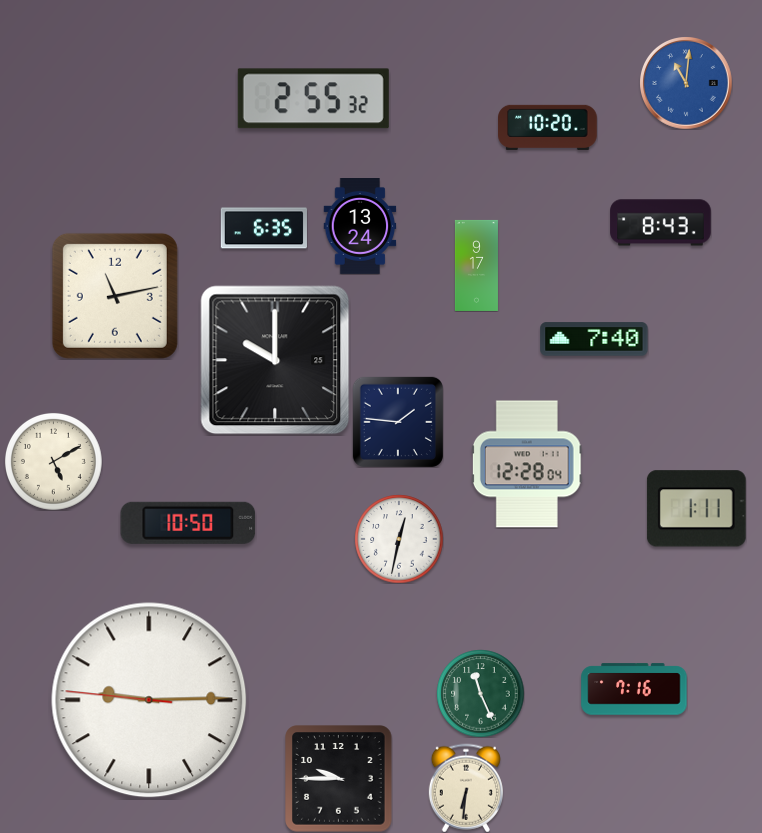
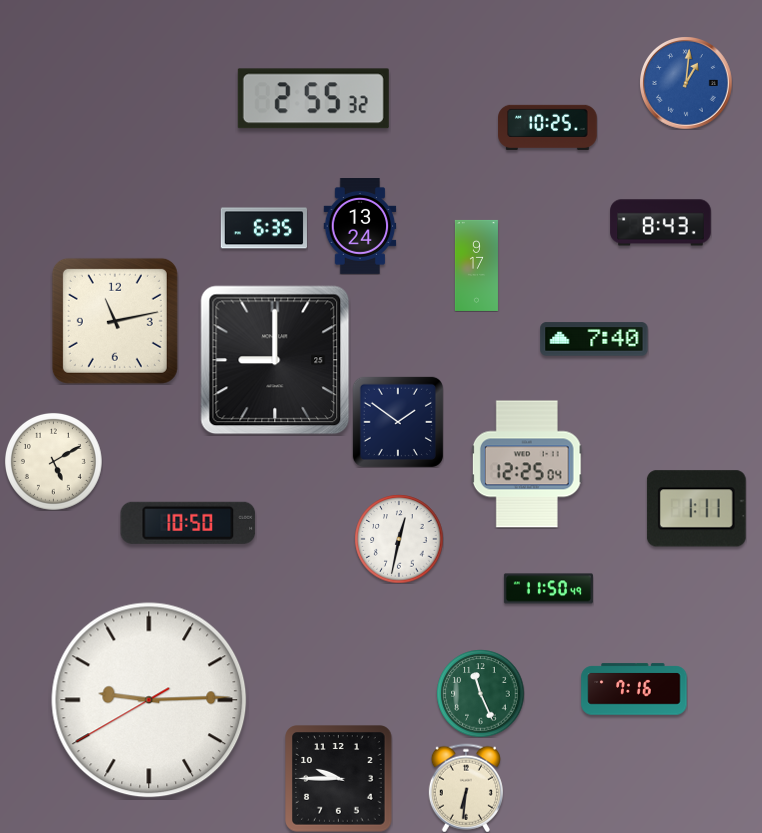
clock at (686, 83): 11:01 -> 1:01
clock at (548, 127): 10:20 -> 10:25
clock at (115, 296) position: (115, 296) -> (115, 321)
clock at (275, 360): 10:00 -> 9:00
clock at (398, 422): 1:46 -> 1:51
clock at (527, 464): 12:28 -> 12:25
clock at (548, 589): none -> 11:50
clock at (149, 700): 9:14:46 -> 9:14:40
